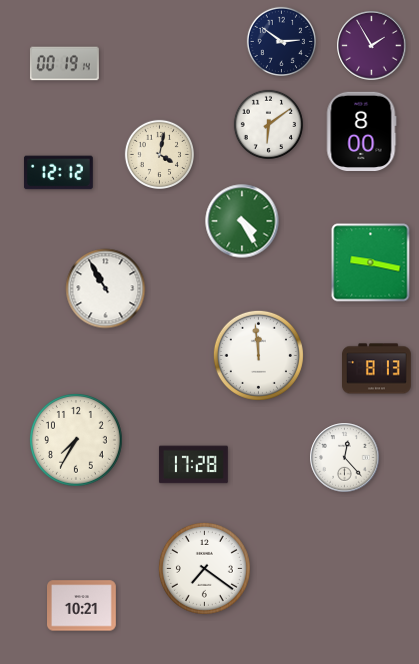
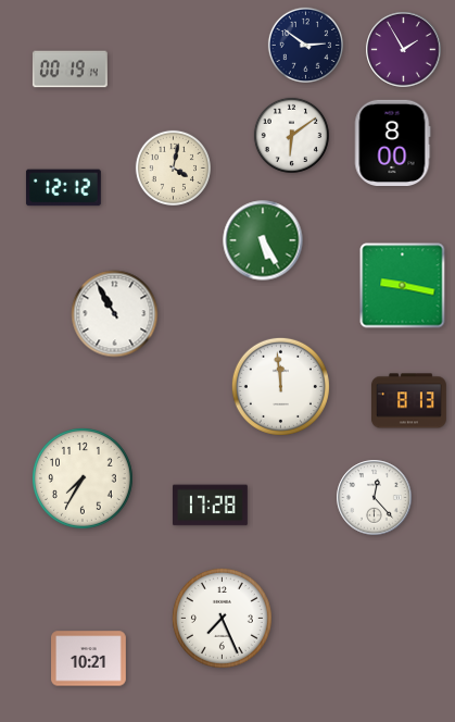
clock at (242, 221): 4:25 -> 5:25
clock at (204, 568): 7:21 -> 7:26
